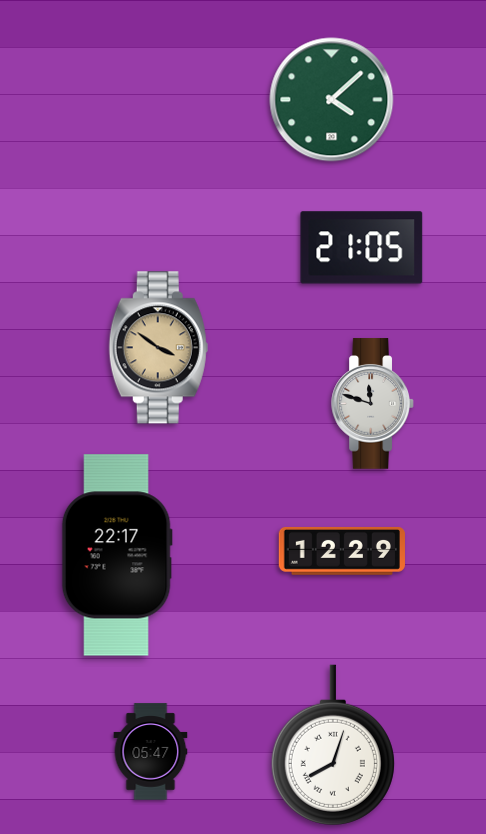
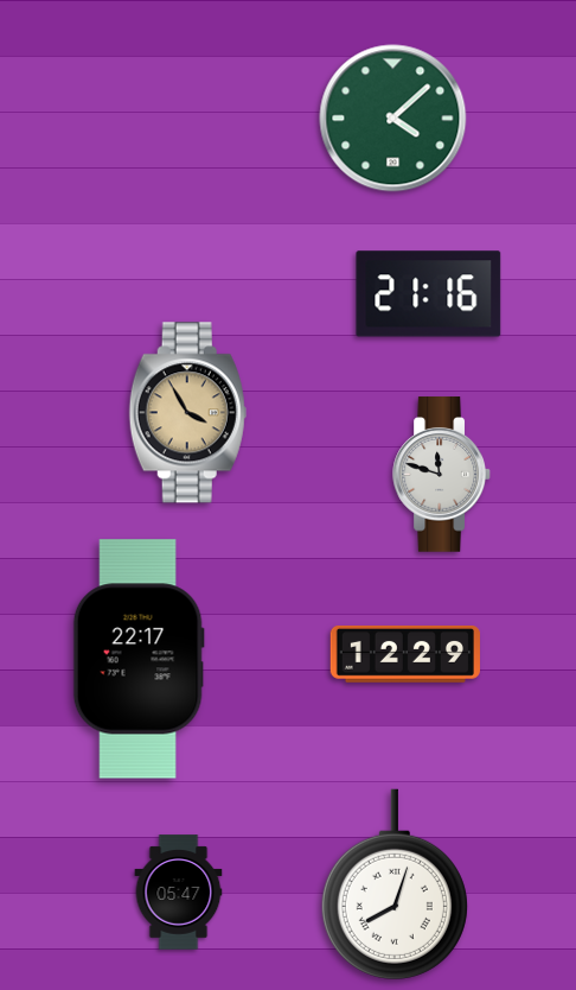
clock at (362, 248): 21:05 -> 21:16
clock at (158, 348): 3:51 -> 3:55
clock at (373, 404) position: (373, 404) -> (442, 475)
